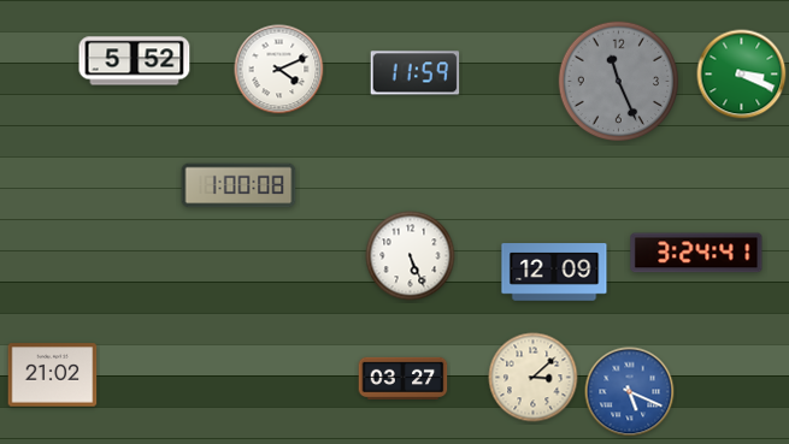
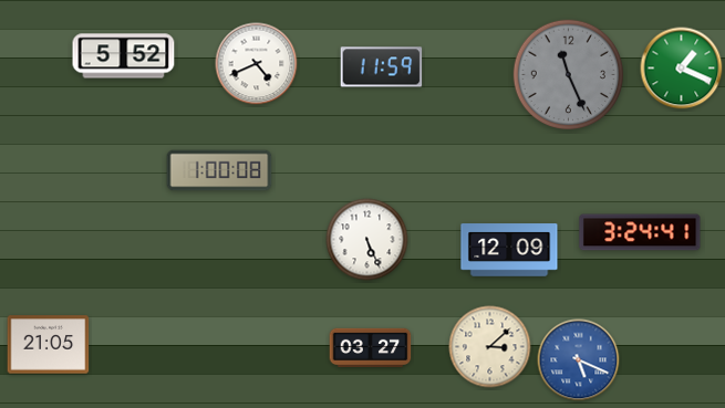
clock at (279, 70): 4:11 -> 4:41
clock at (742, 75): 3:19 -> 1:19
clock at (411, 256) position: (411, 256) -> (367, 240)
clock at (53, 375): 21:02 -> 21:05
